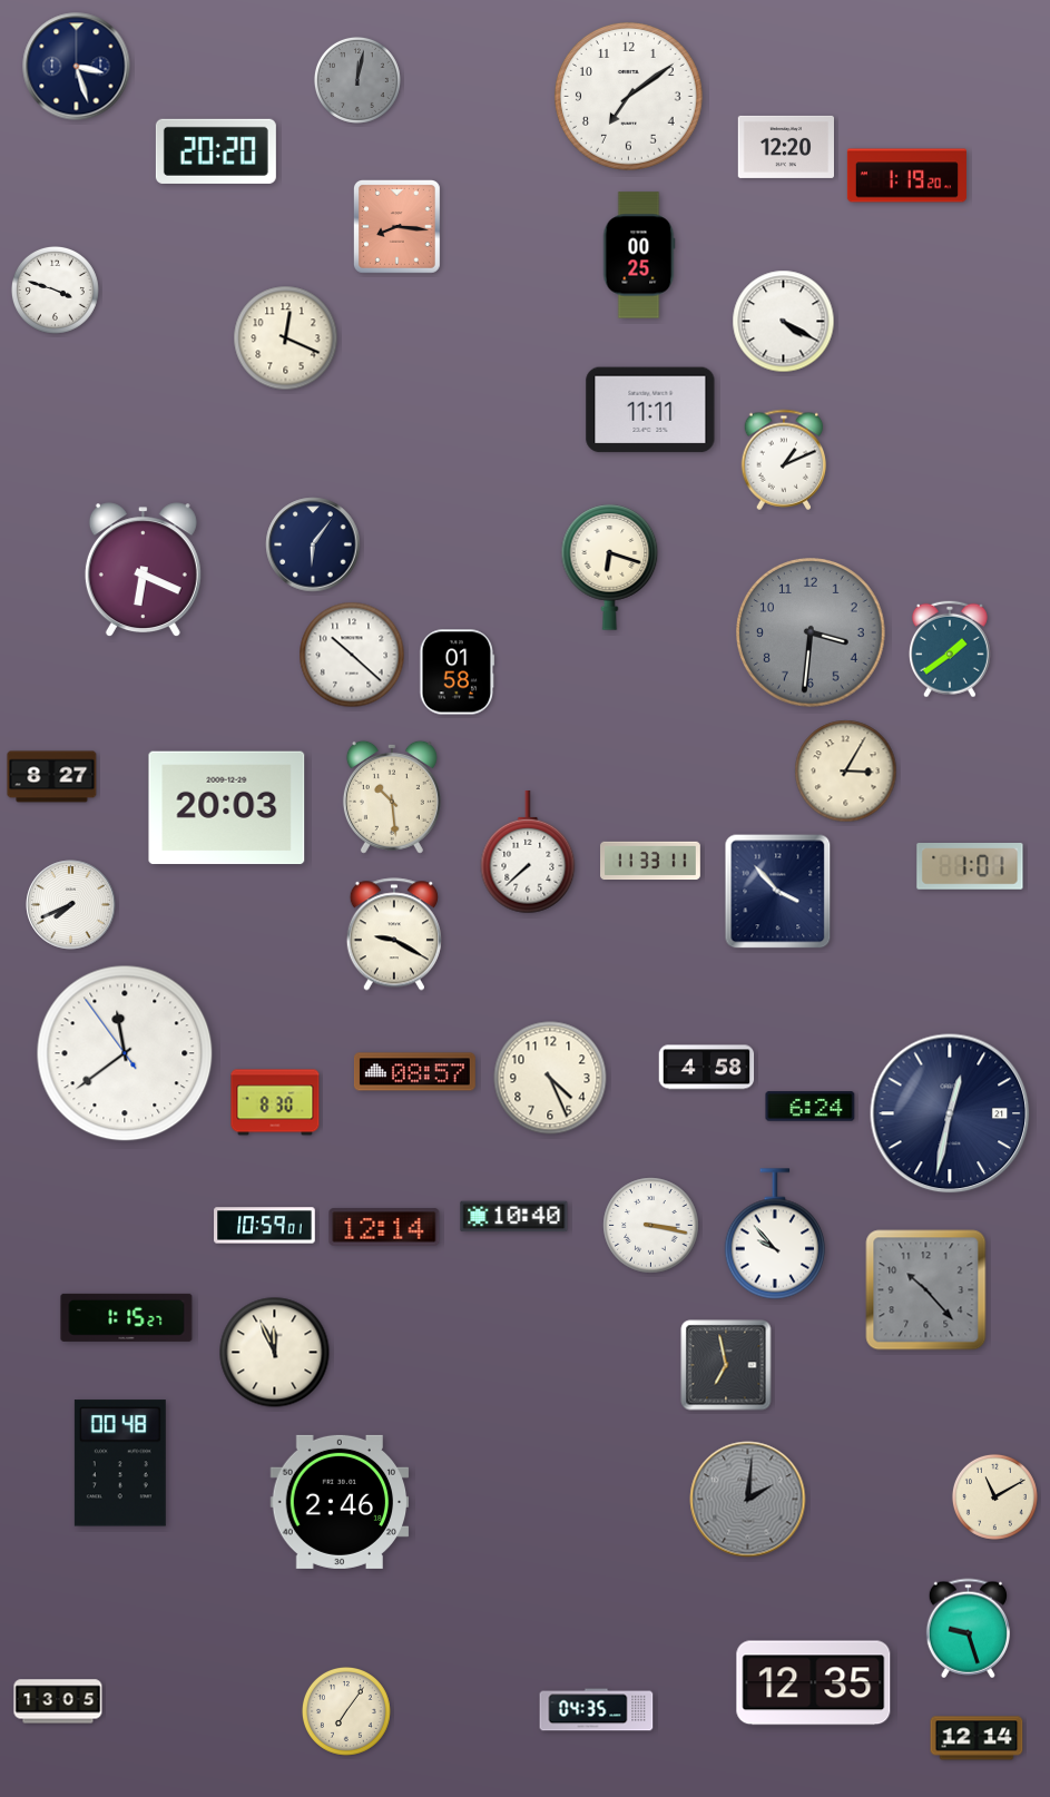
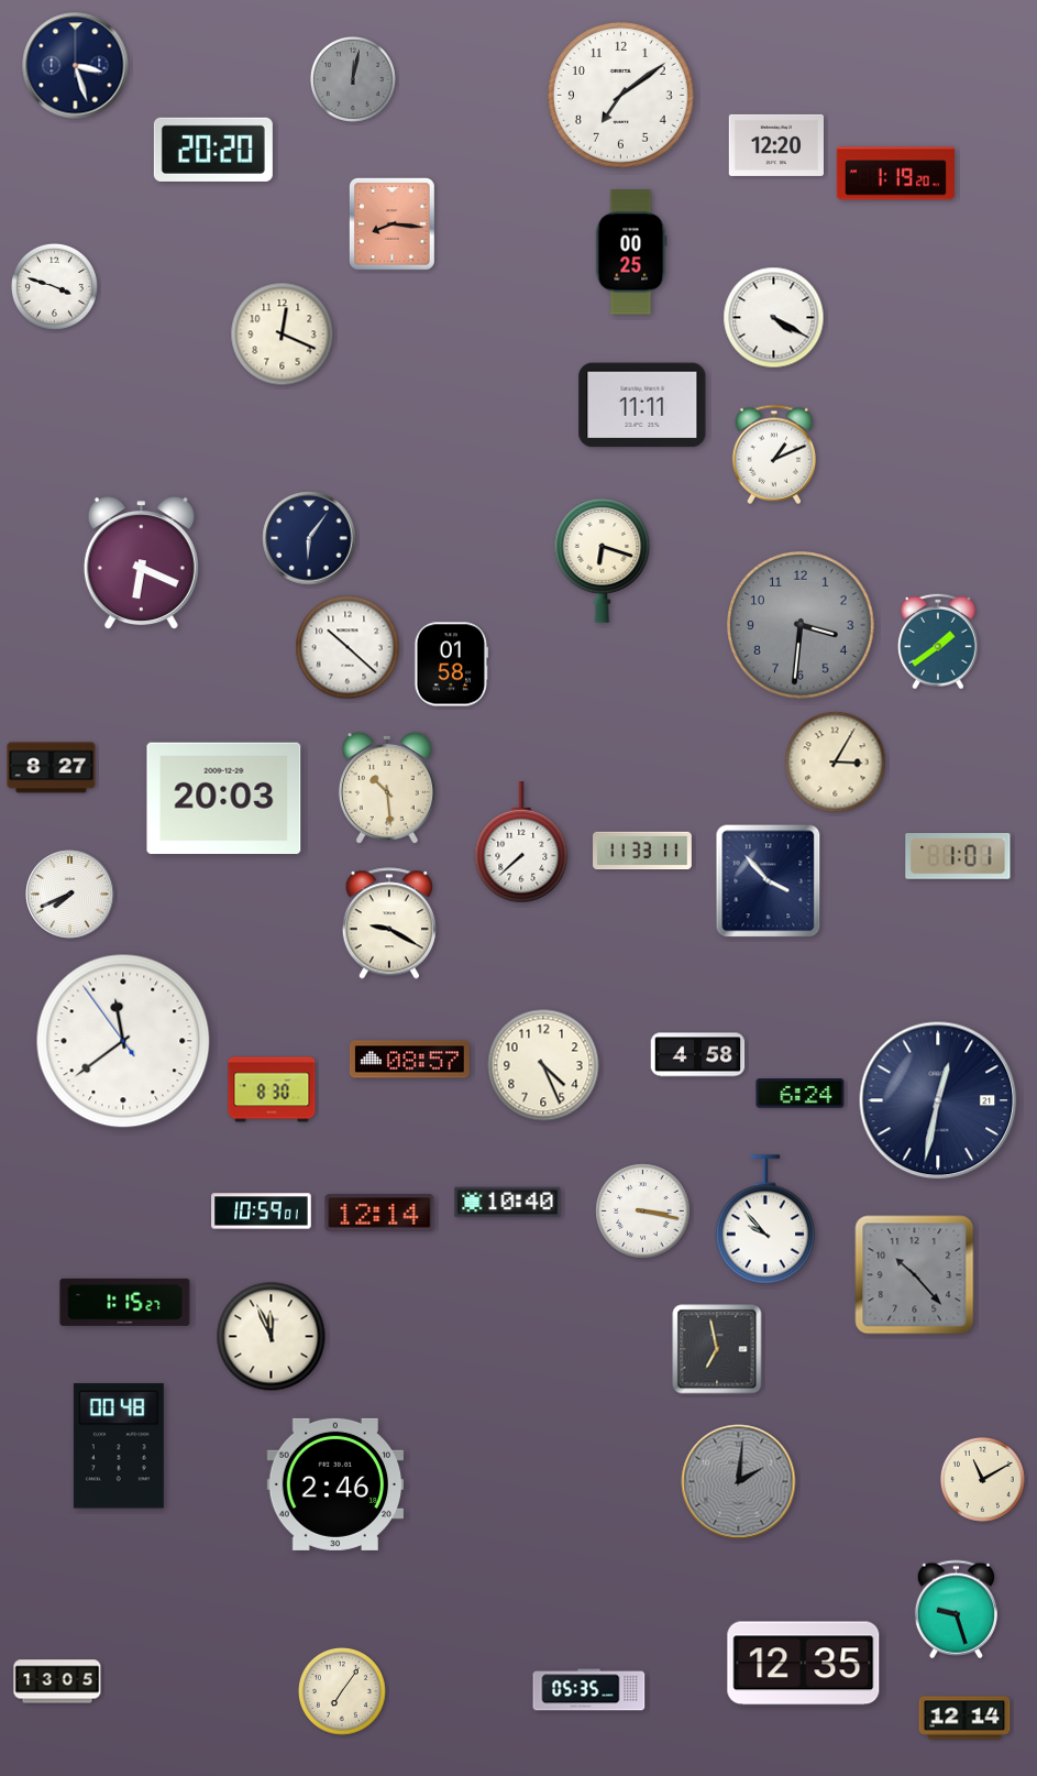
clock at (597, 1710): 04:35 -> 05:35
